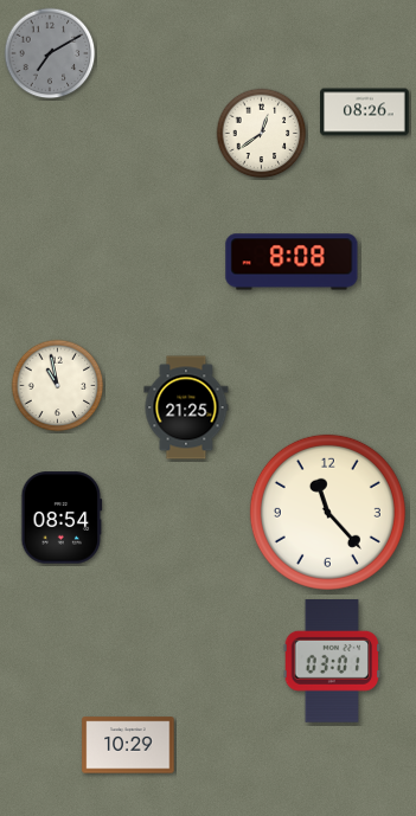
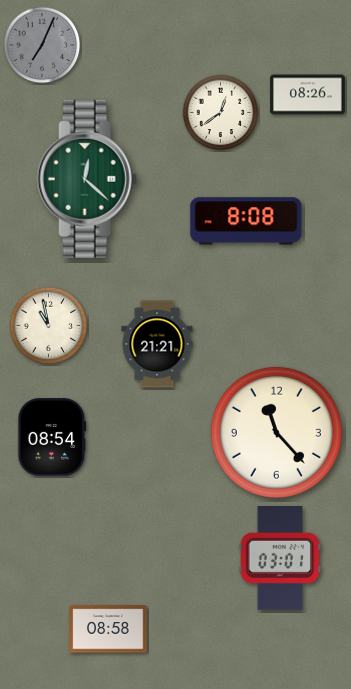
clock at (50, 53): 7:10 -> 7:04
clock at (87, 179): none -> 12:22
clock at (186, 407): 21:25 -> 21:21
clock at (128, 745): 10:29 -> 08:58
